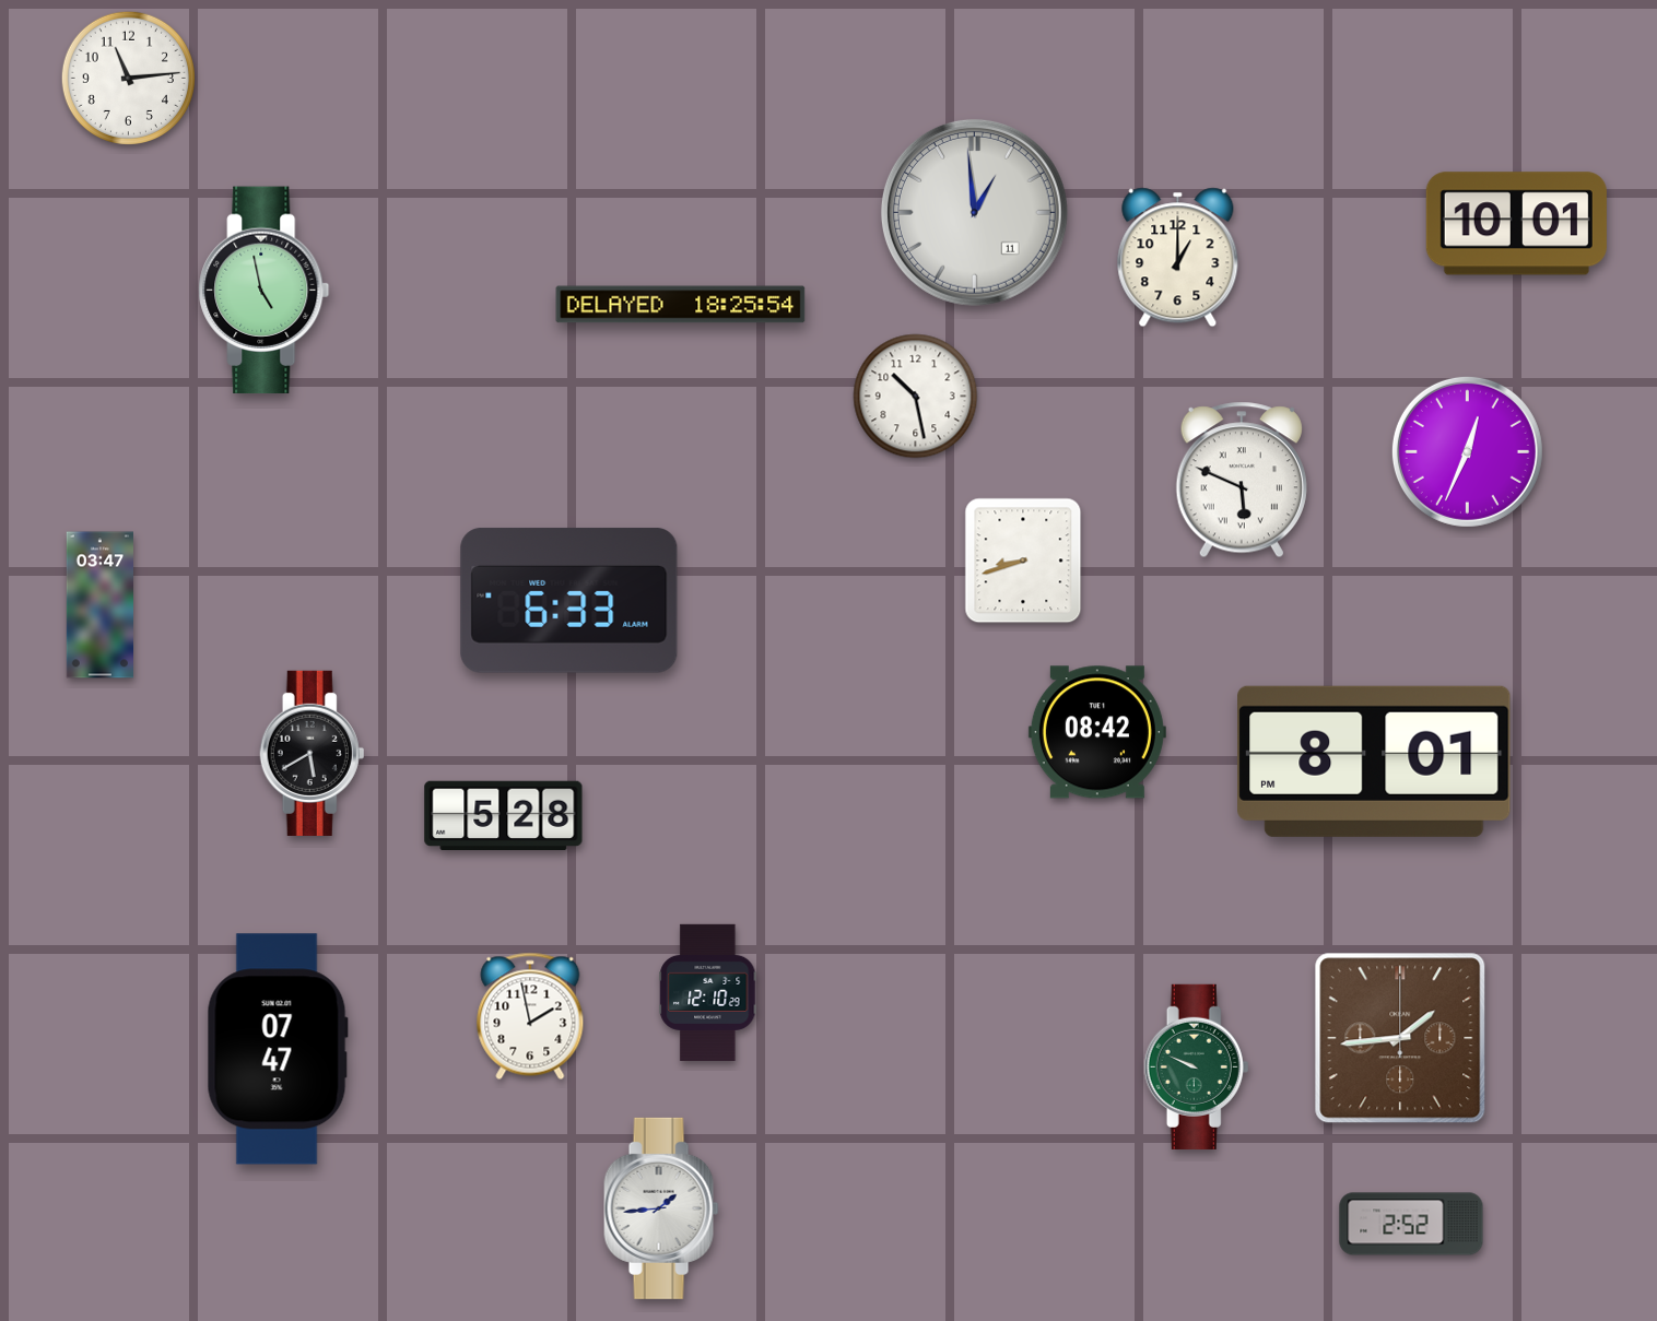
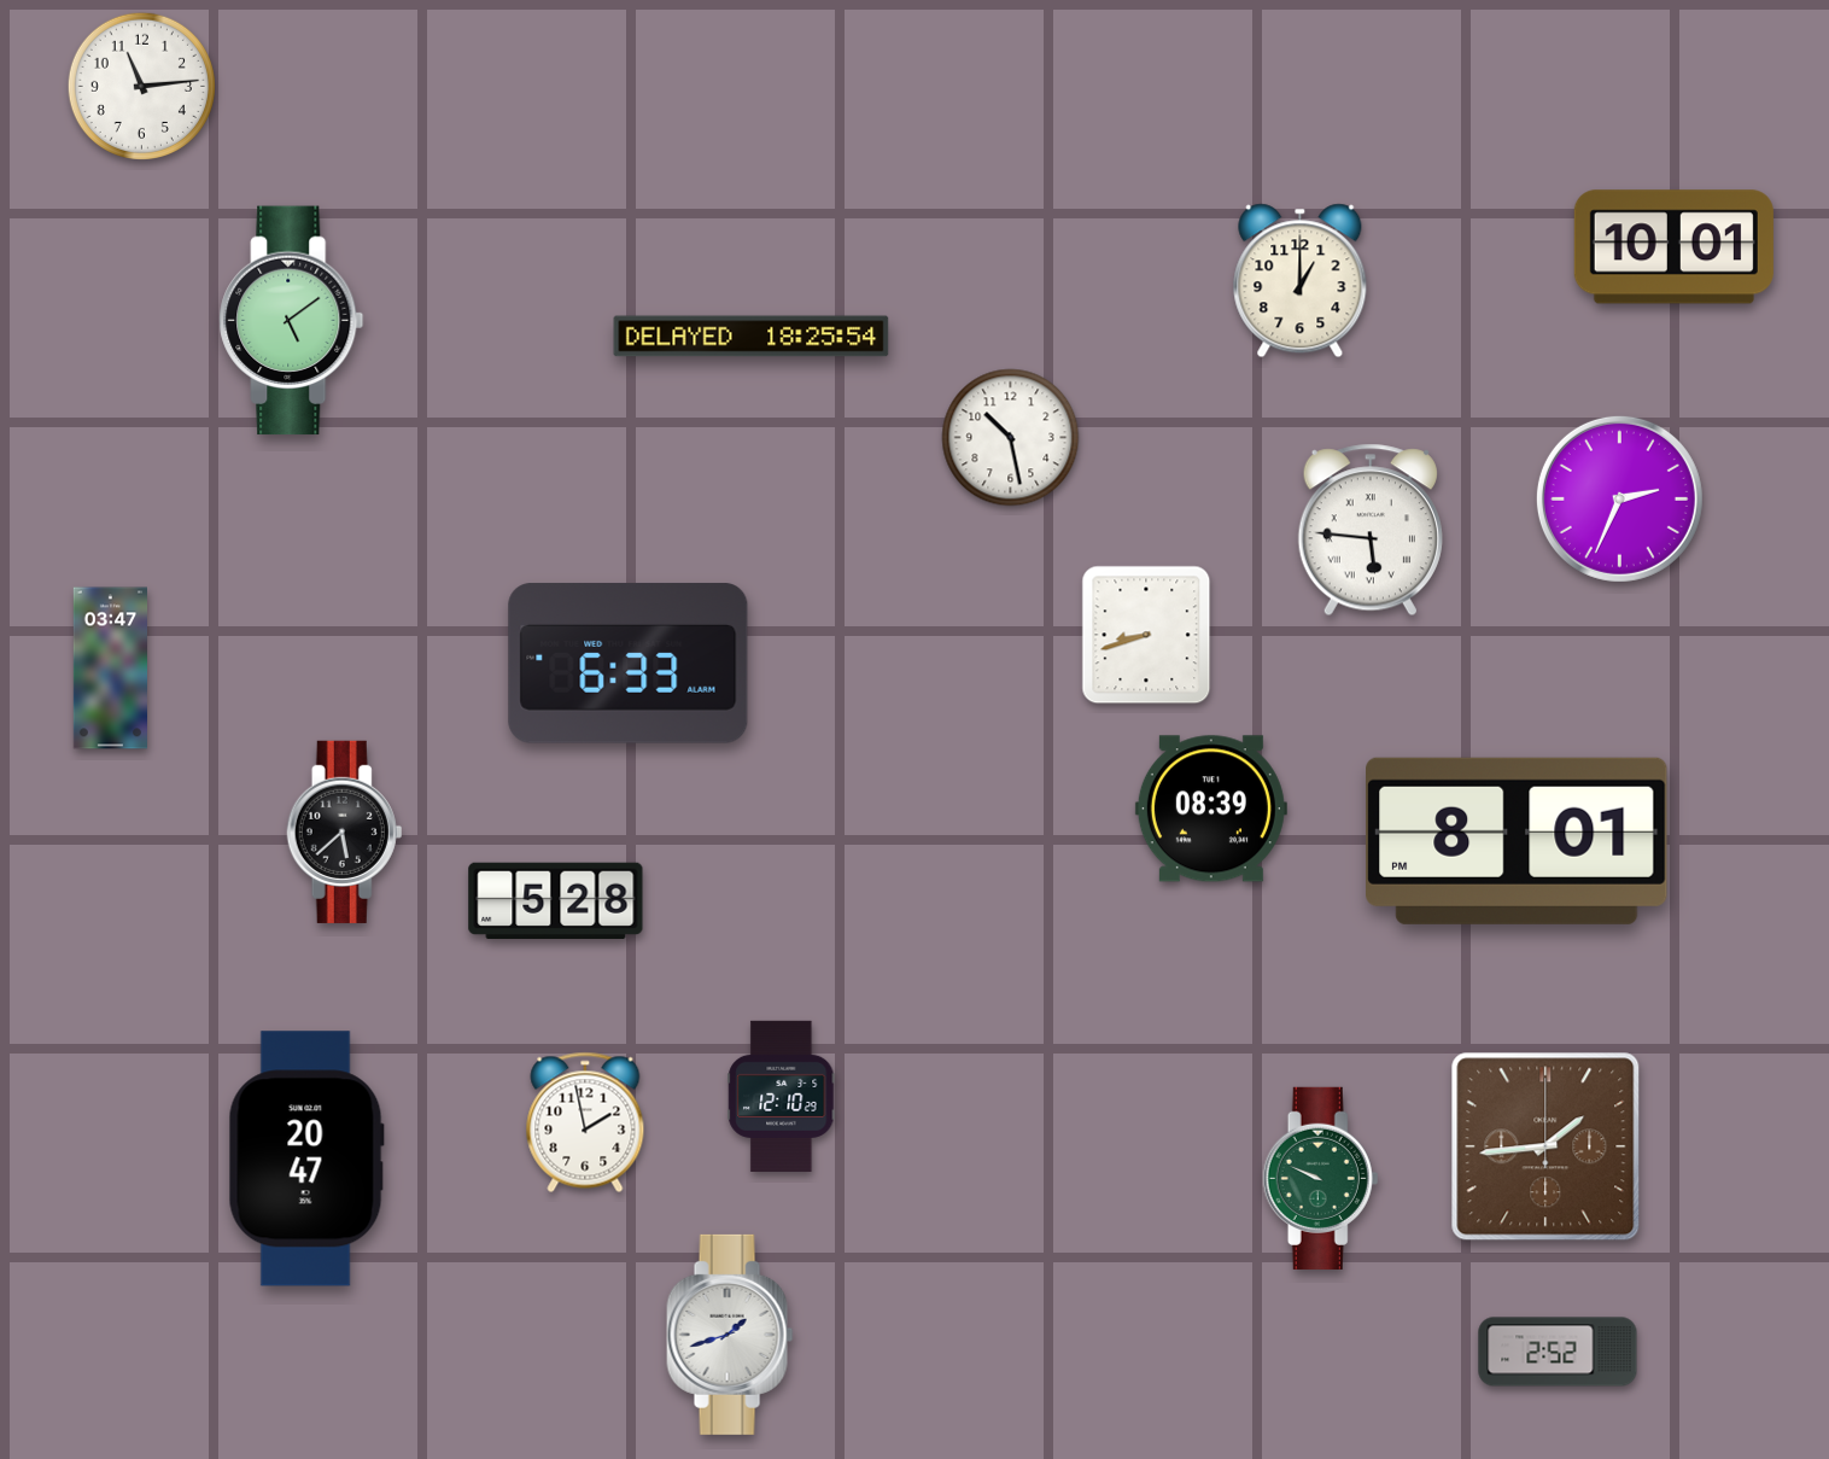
clock at (974, 212): 12:59 -> none
clock at (1178, 258) position: (1178, 258) -> (1301, 281)
clock at (265, 291): 4:58 -> 5:09
clock at (1467, 451): 12:34 -> 2:34
clock at (1242, 480): 5:49 -> 5:46
clock at (1023, 561) position: (1023, 561) -> (1146, 635)
clock at (1097, 732): 08:42 -> 08:39
clock at (313, 753): 5:40 -> 5:38
clock at (278, 1049): 07:47 -> 20:47
clock at (661, 1208): 1:44 -> 1:42
